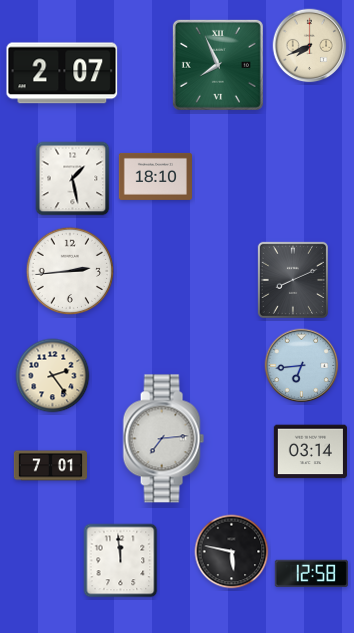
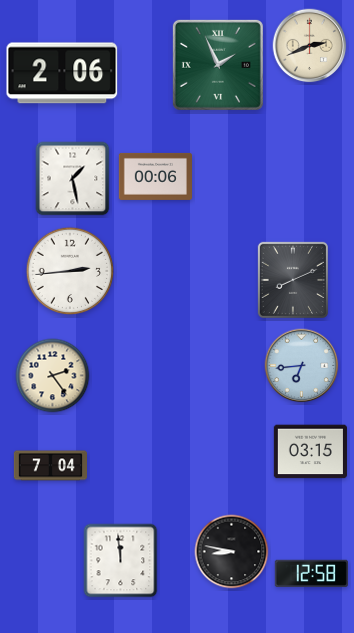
clock at (310, 46): 7:41 -> 2:41
clock at (218, 65): 7:56 -> 1:56
clock at (62, 73): 2:07 -> 2:06
clock at (155, 176): 18:10 -> 00:06
clock at (163, 439): 7:14 -> none
clock at (310, 452): 03:14 -> 03:15
clock at (50, 466): 7:01 -> 7:04
clock at (232, 552): 5:47 -> 8:47
